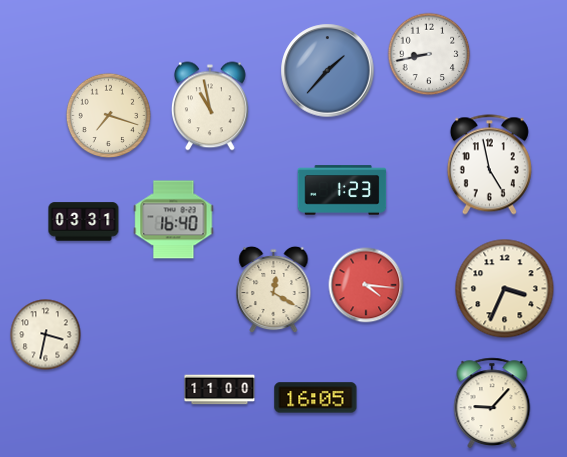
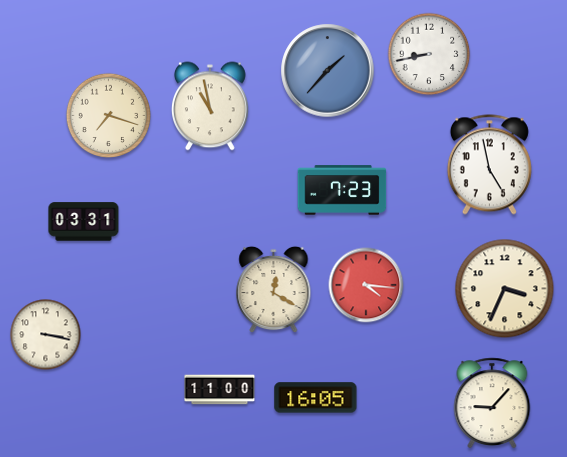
clock at (342, 190): 1:23 -> 7:23
clock at (174, 220): 16:40 -> none
clock at (46, 335): 3:32 -> 3:17
